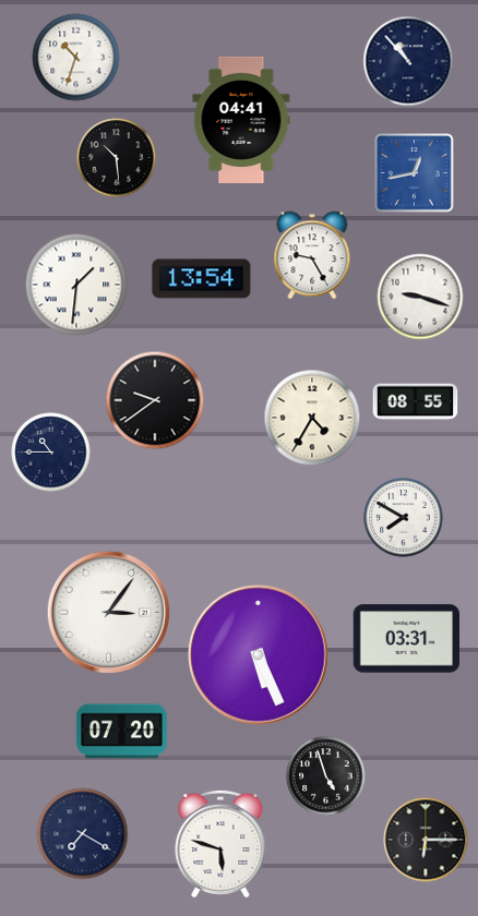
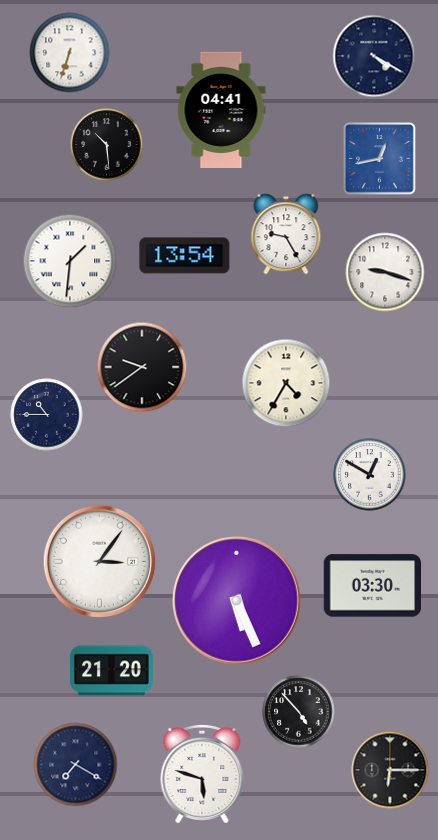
clock at (76, 58): 10:33 -> 6:33
clock at (408, 61): 10:53 -> 4:20
clock at (416, 402): 08:55 -> none
clock at (404, 518): 7:50 -> 12:50
clock at (406, 639): 03:31 -> 03:30
clock at (121, 732): 07:20 -> 21:20
clock at (326, 776): 4:57 -> 4:53
